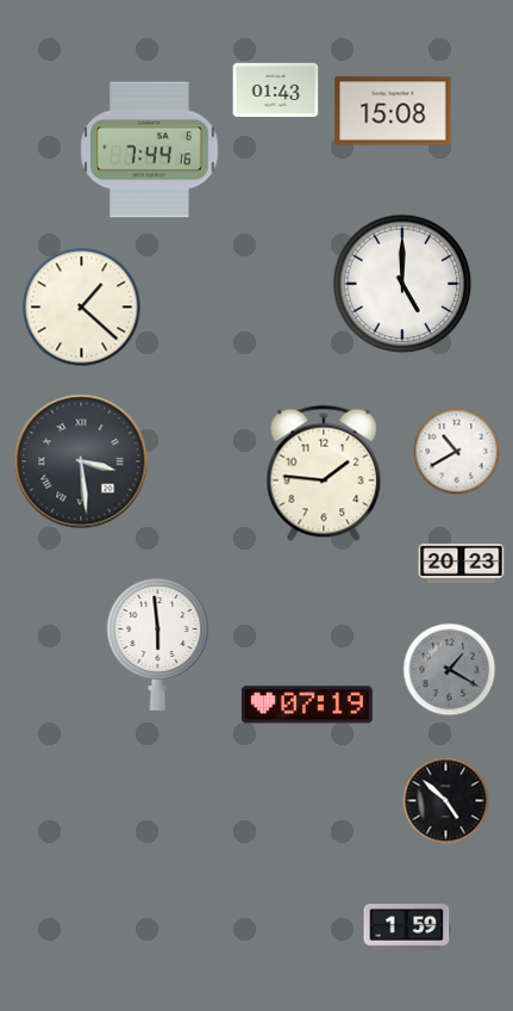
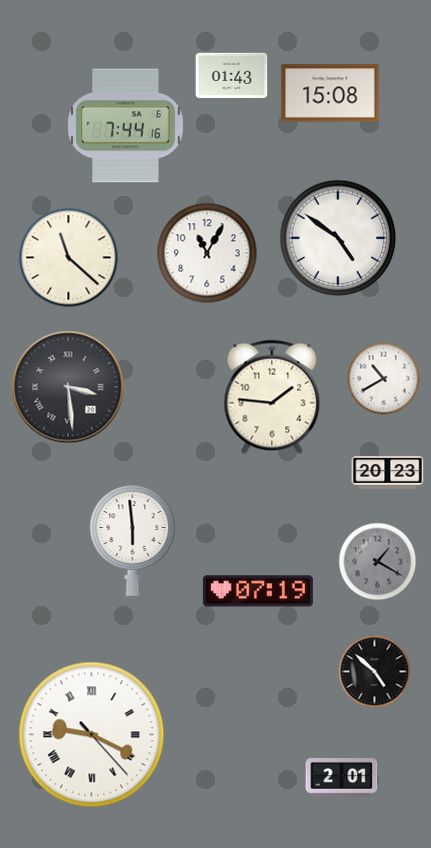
clock at (402, 284): 5:00 -> 4:51
clock at (207, 253): none -> 11:05
clock at (82, 308): 1:22 -> 11:22
clock at (92, 735): none -> 9:19
clock at (407, 928): 1:59 -> 2:01
